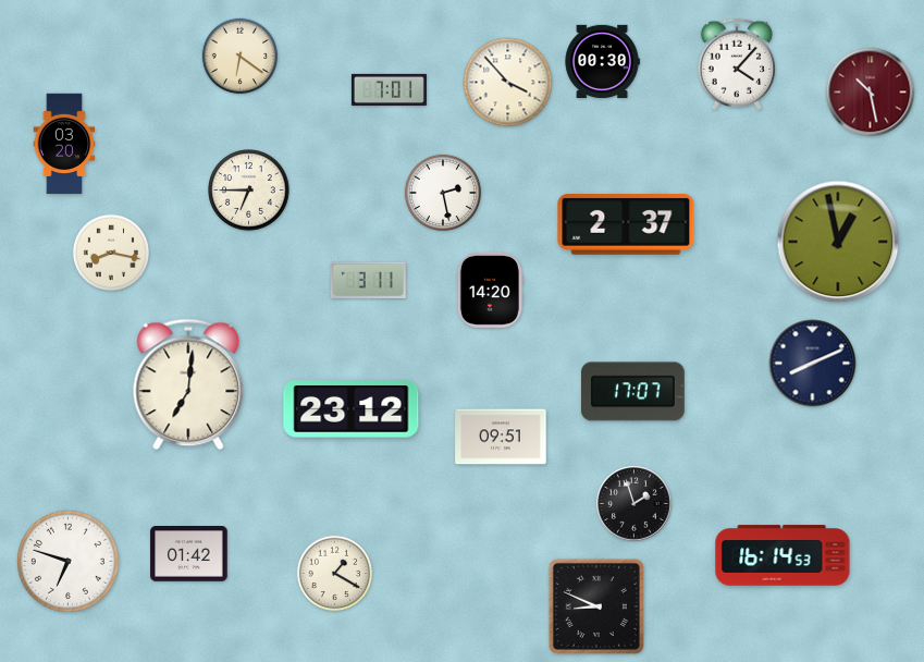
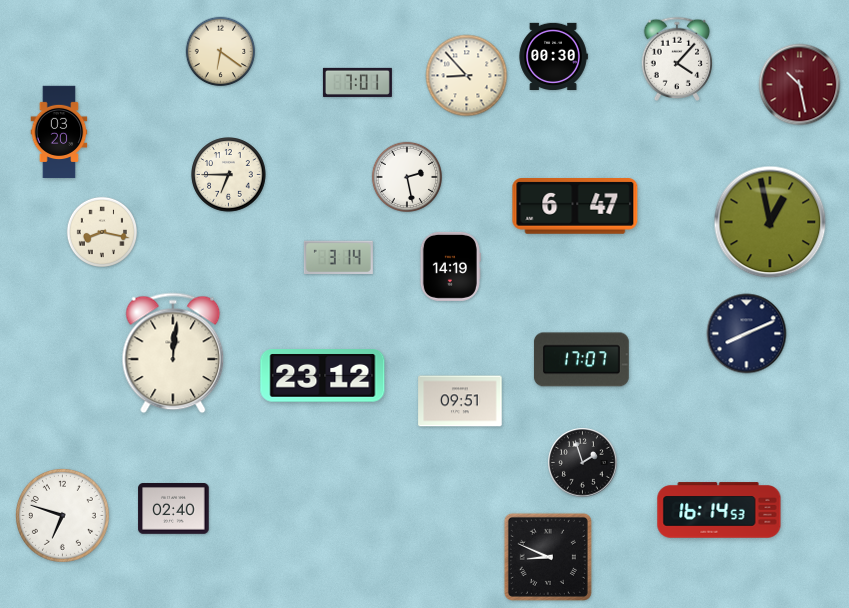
clock at (508, 83): 3:53 -> 8:53
clock at (626, 225): 2:37 -> 6:47
clock at (368, 281): 3:11 -> 3:14
clock at (490, 290): 14:20 -> 14:19
clock at (188, 384): 7:01 -> 12:01
clock at (189, 554): 01:42 -> 02:40
clock at (335, 574): 1:20 -> none
